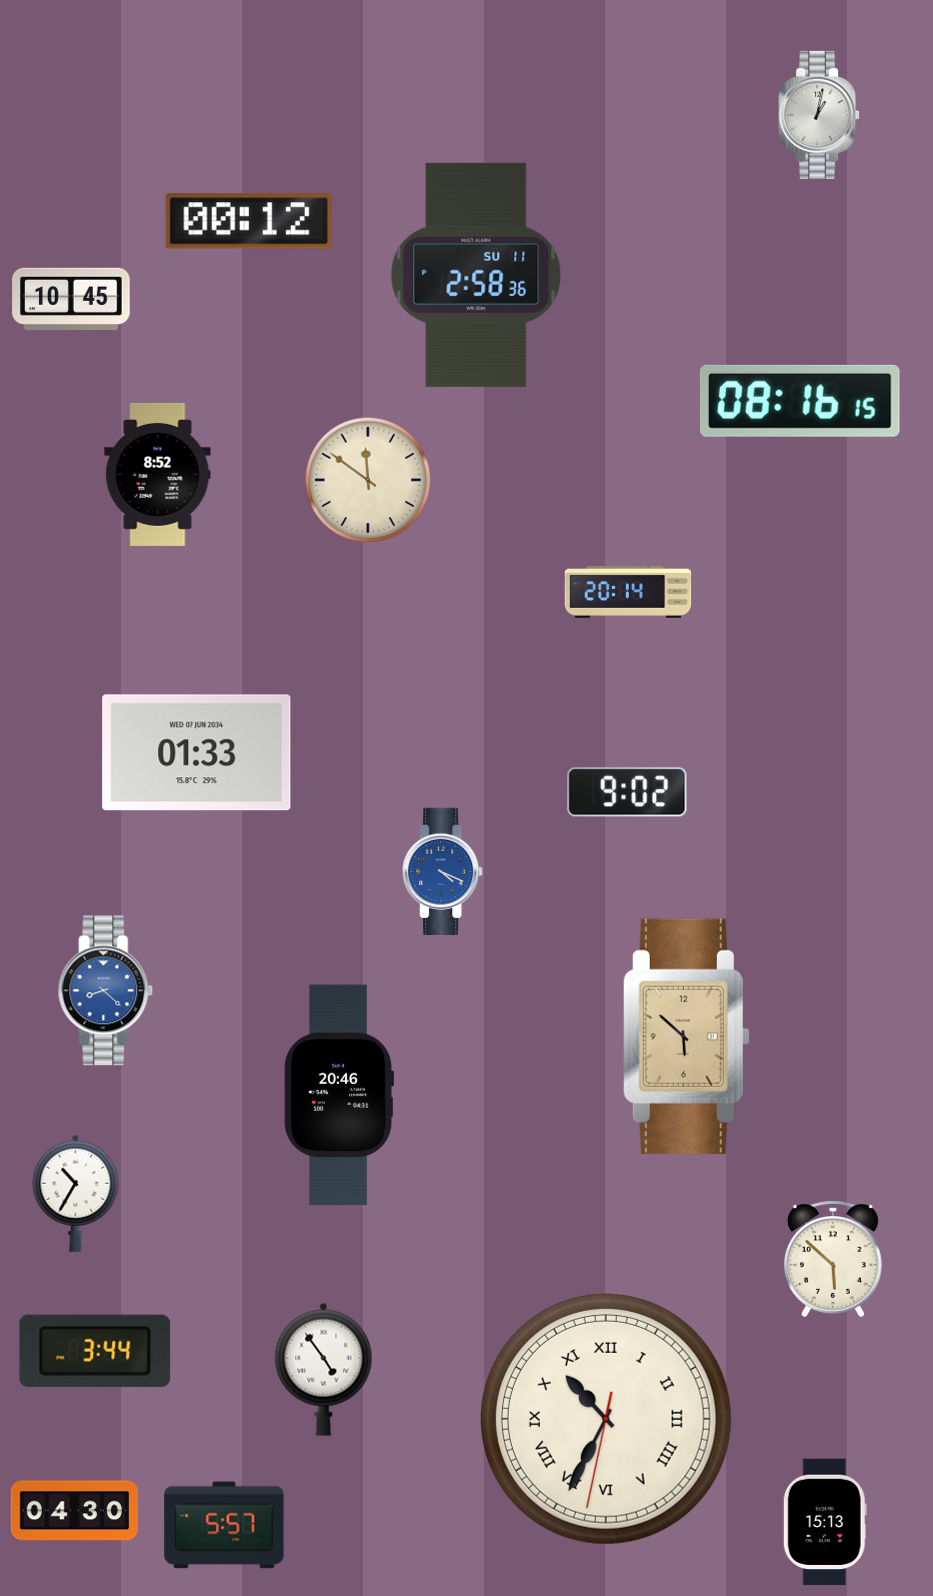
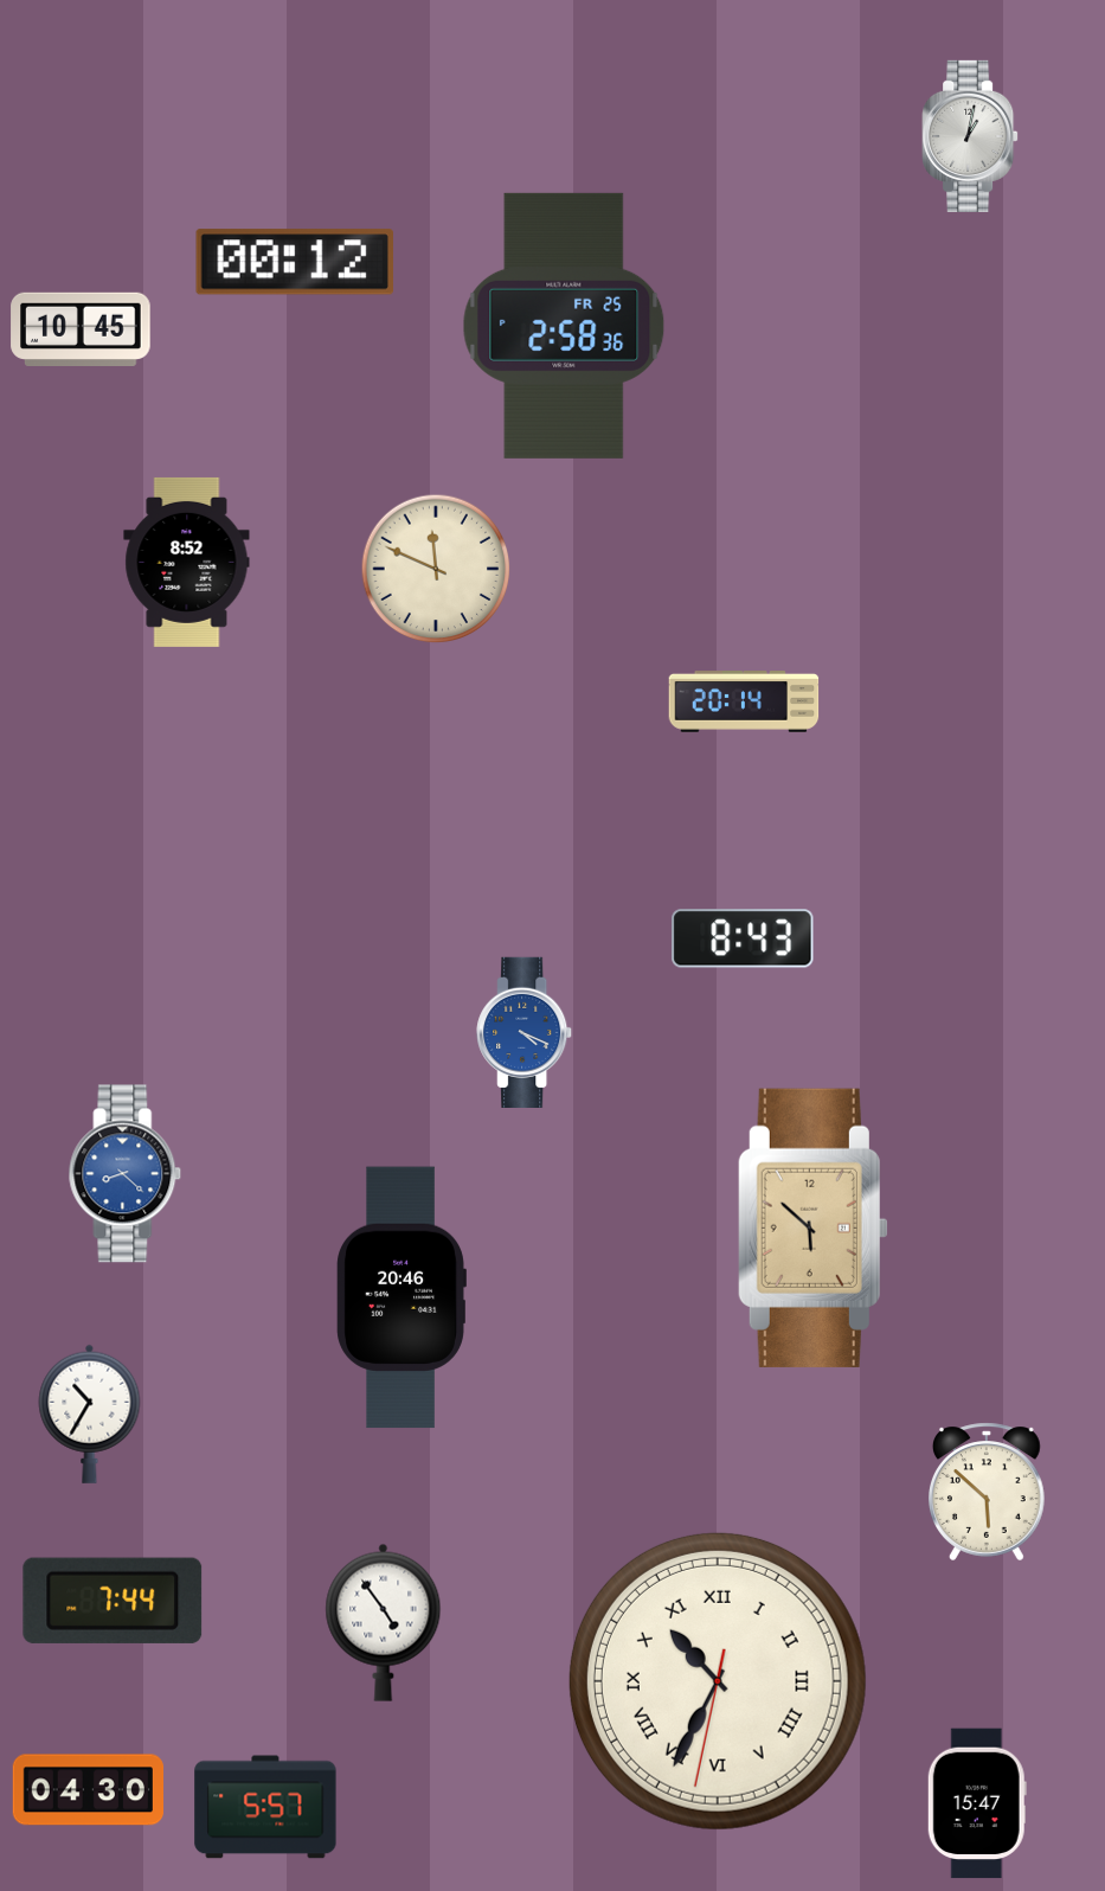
clock at (476, 275) date: SU 11 -> FR 25
clock at (71, 298) position: (71, 298) -> (81, 328)
clock at (801, 401): 08:16 -> none
clock at (368, 480): 11:51 -> 11:49
clock at (197, 753): 01:33 -> none
clock at (627, 792): 9:02 -> 8:43
clock at (95, 1351): 3:44 -> 7:44
clock at (825, 1522): 15:13 -> 15:47
